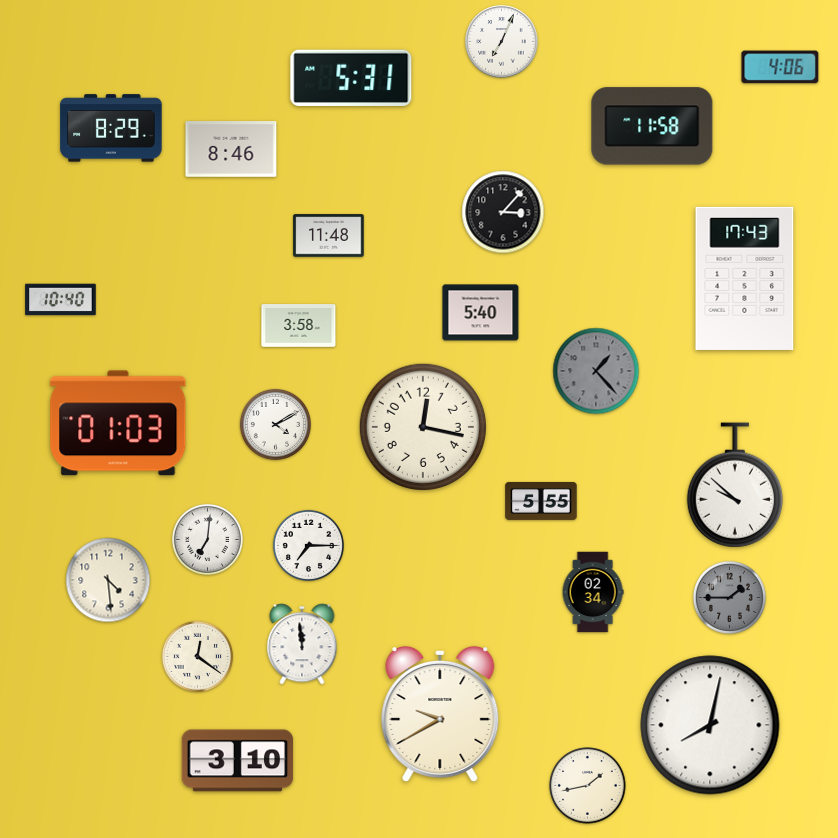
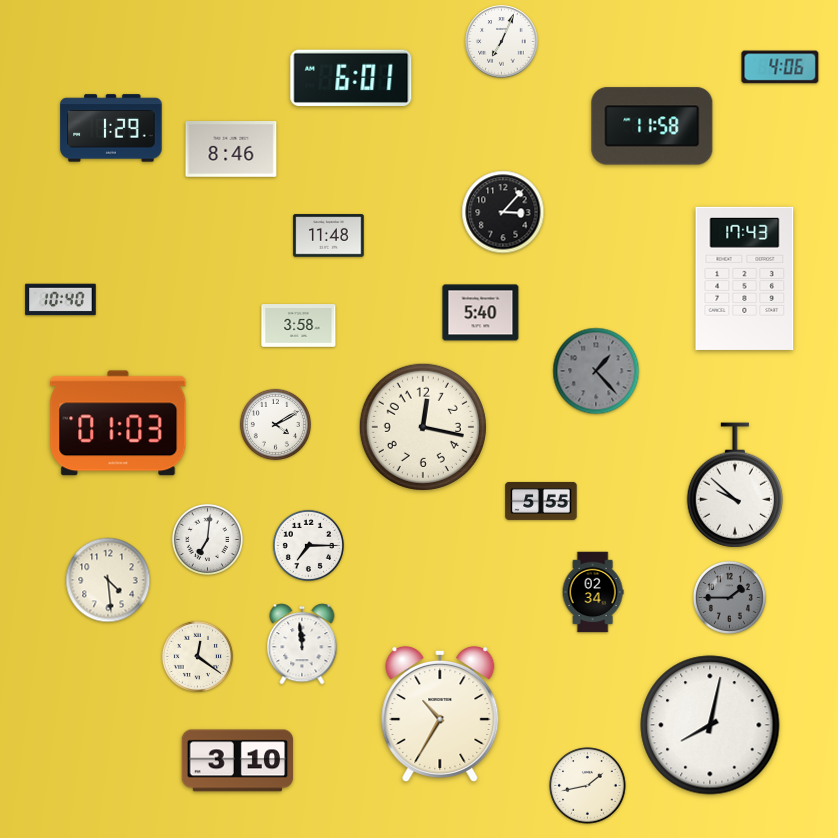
clock at (351, 78): 5:31 -> 6:01
clock at (111, 128): 8:29 -> 1:29
clock at (440, 714): 9:40 -> 10:35
